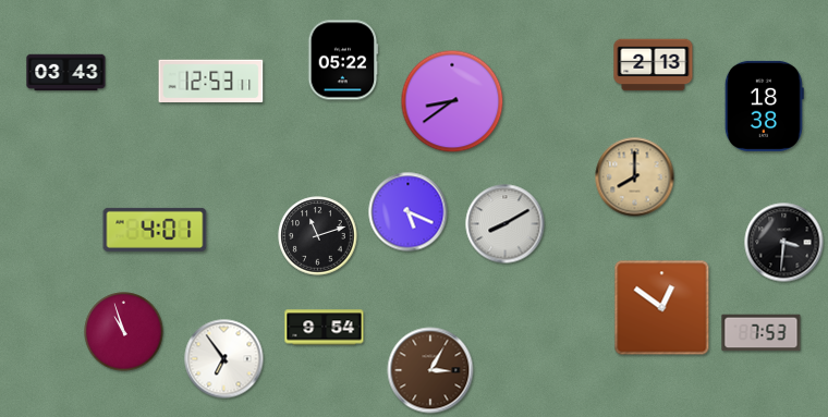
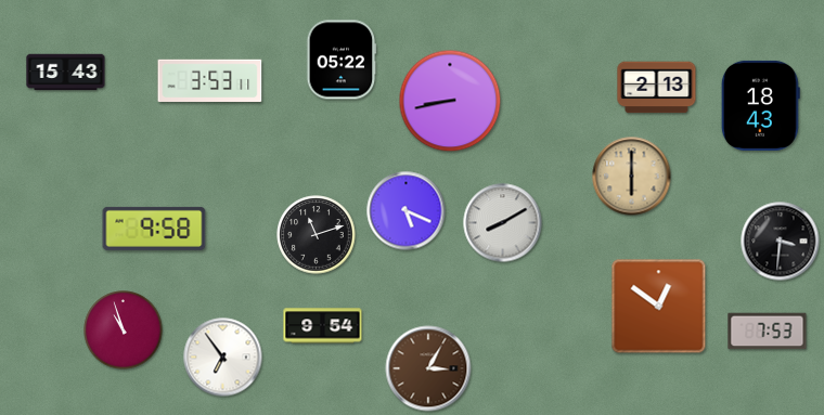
clock at (654, 65) position: (654, 65) -> (657, 88)
clock at (66, 73): 03:43 -> 15:43
clock at (211, 81): 12:53 -> 3:53
clock at (452, 101): 8:39 -> 8:43
clock at (764, 106): 18:38 -> 18:43
clock at (635, 177): 8:00 -> 6:00
clock at (155, 230): 4:01 -> 9:58
clock at (762, 333) position: (762, 333) -> (768, 332)
